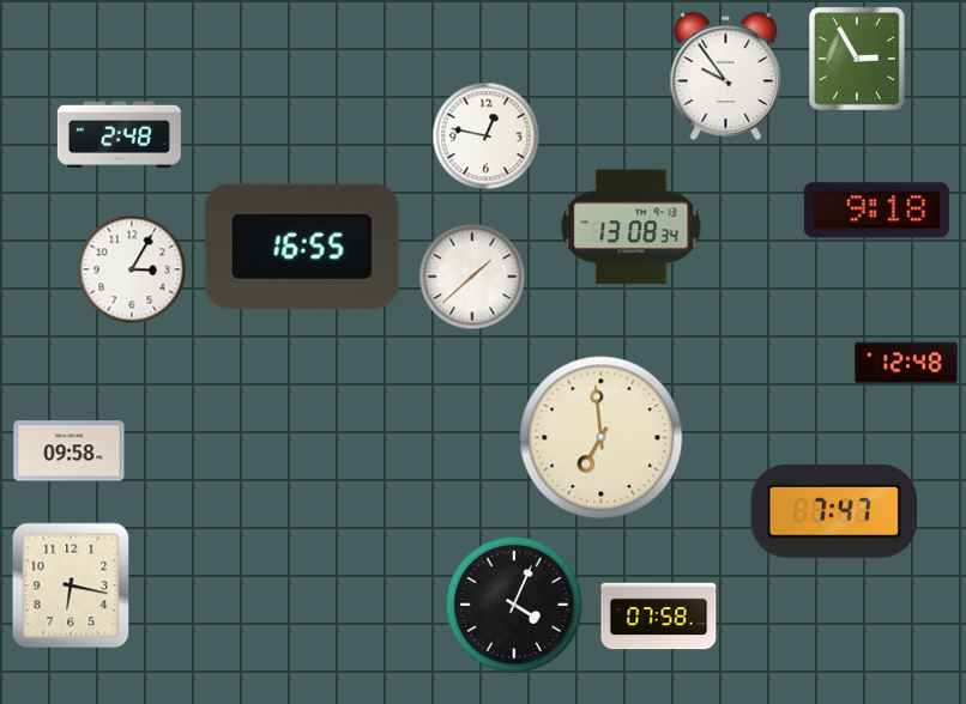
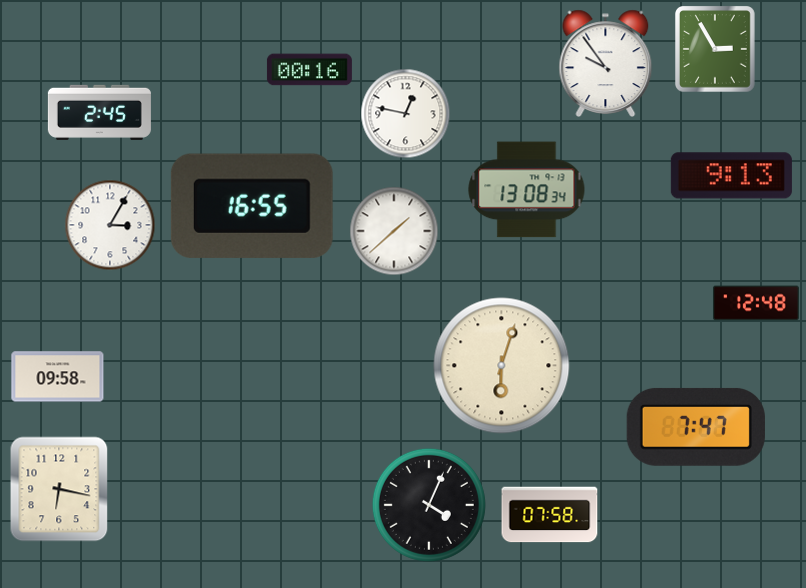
clock at (309, 70): none -> 00:16
clock at (119, 134): 2:48 -> 2:45
clock at (876, 211): 9:18 -> 9:13
clock at (602, 438): 6:59 -> 6:03
